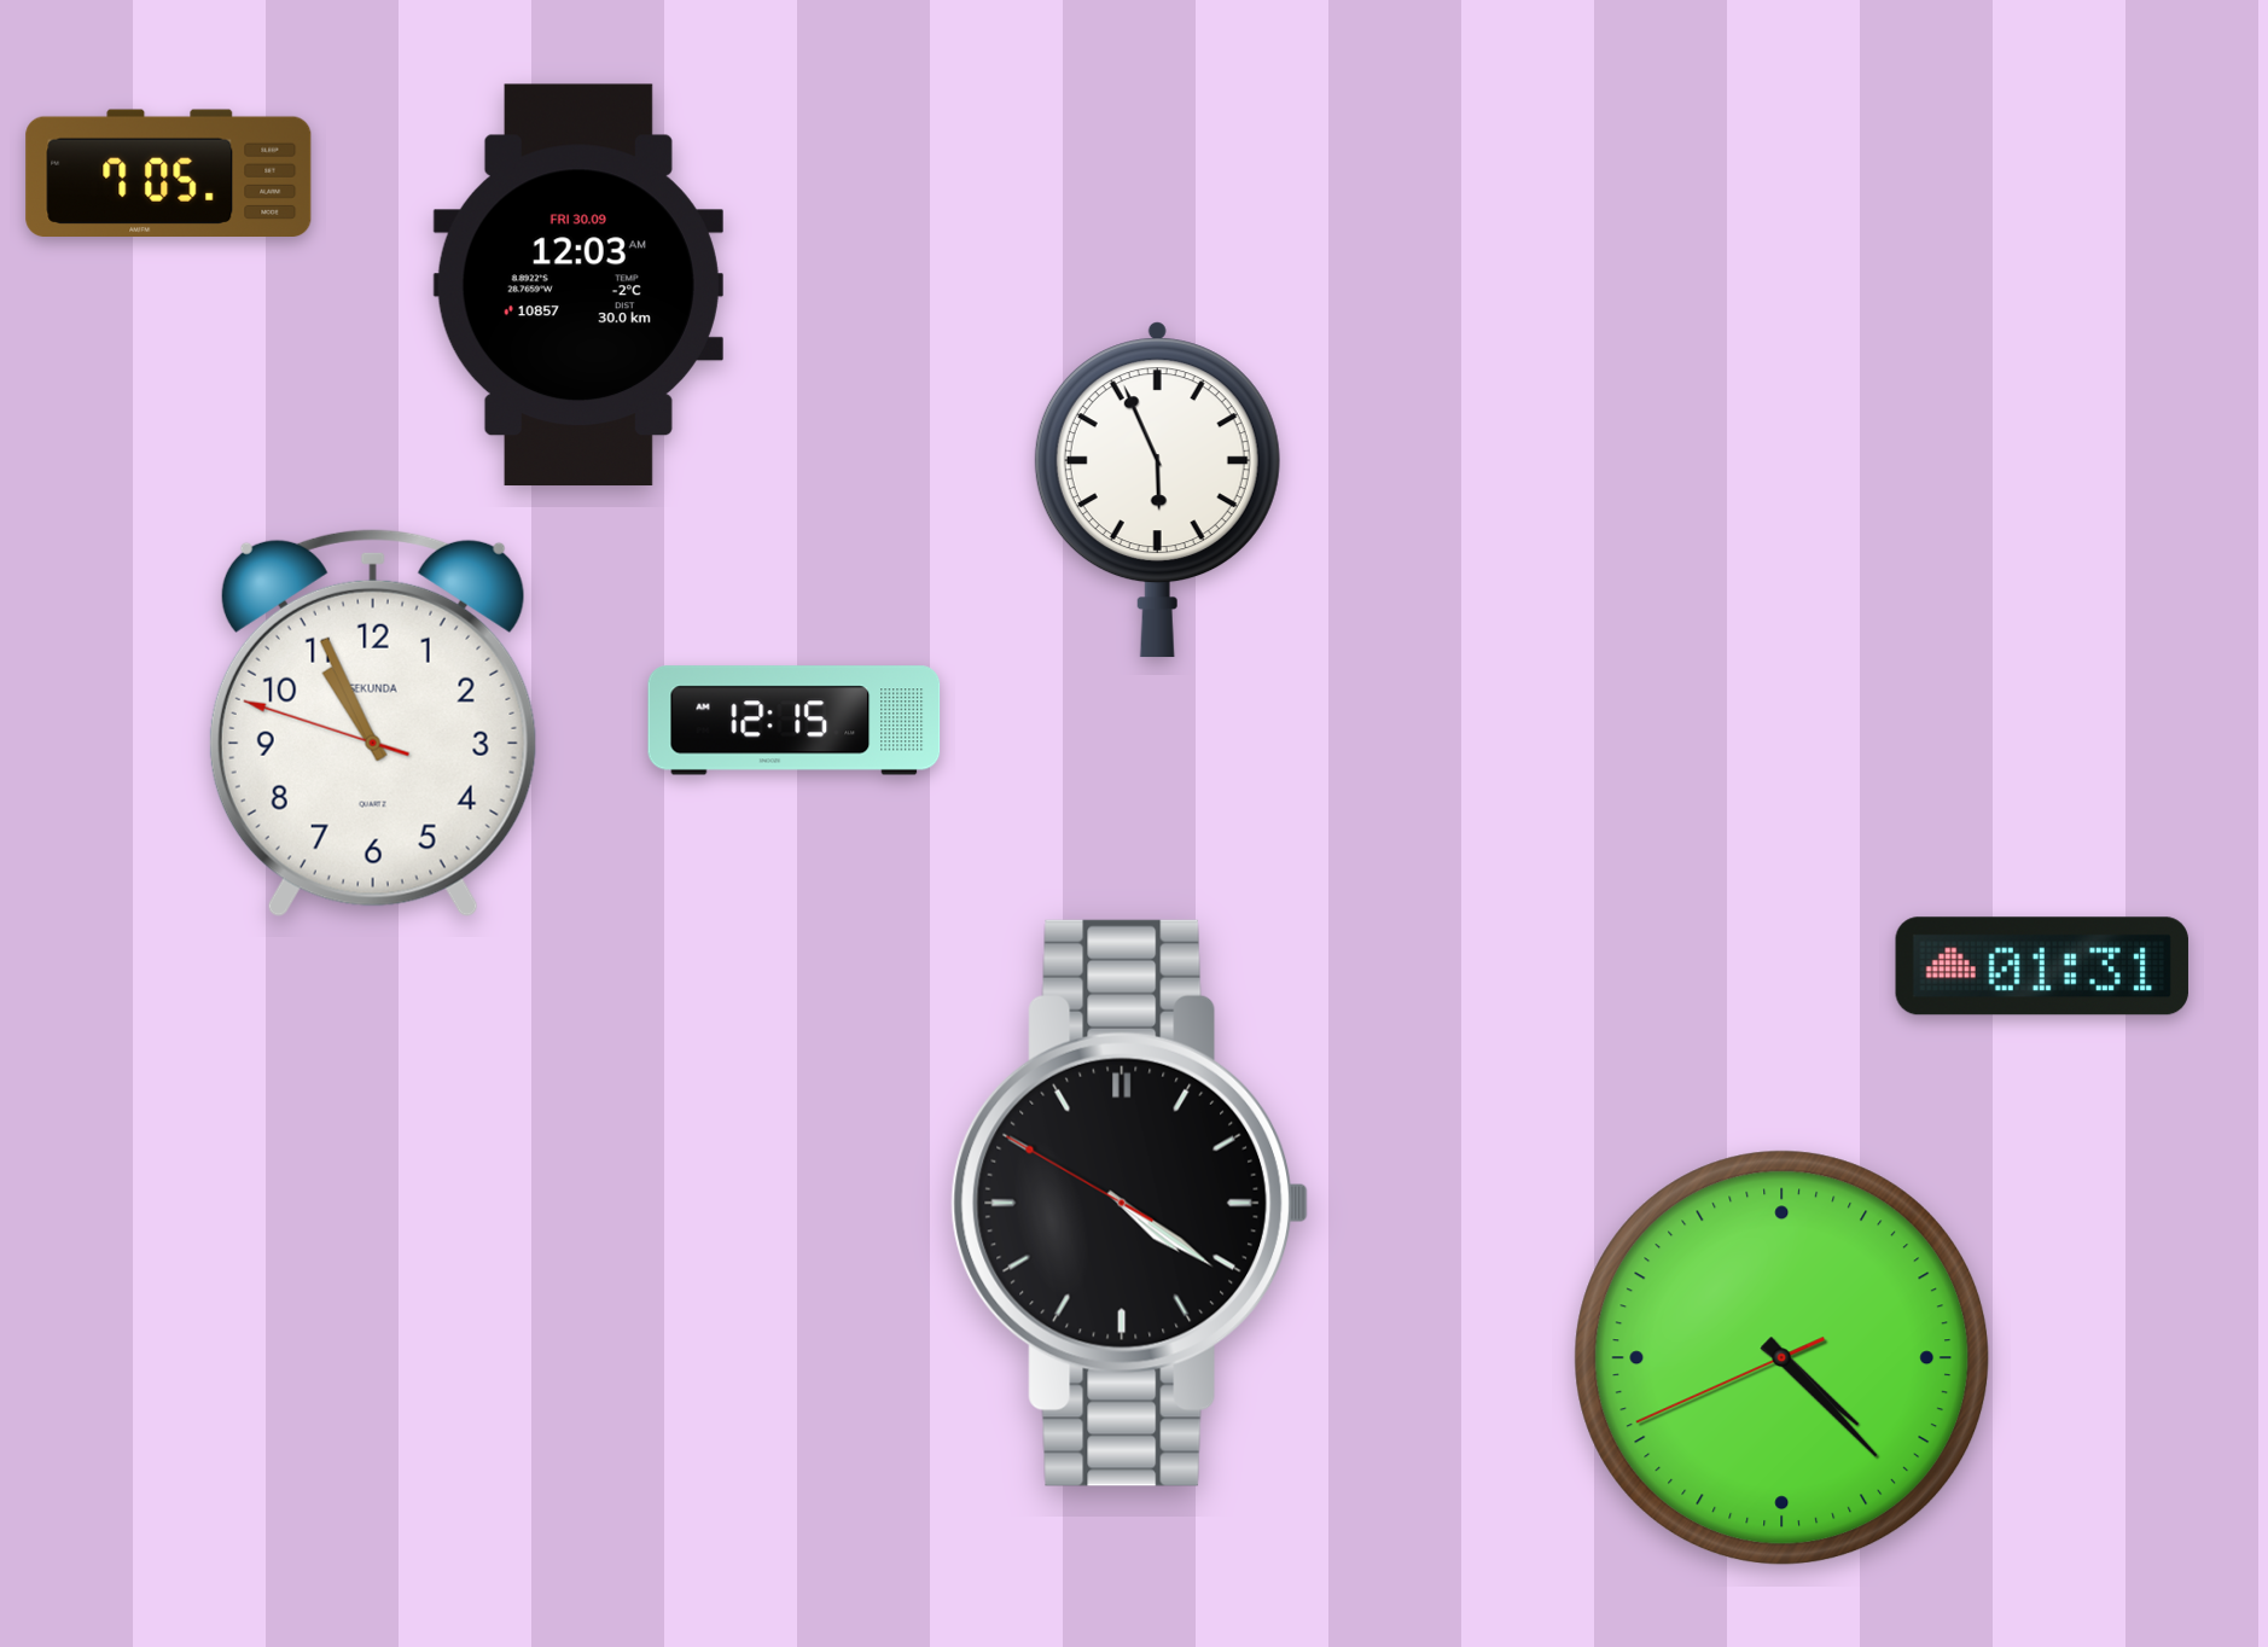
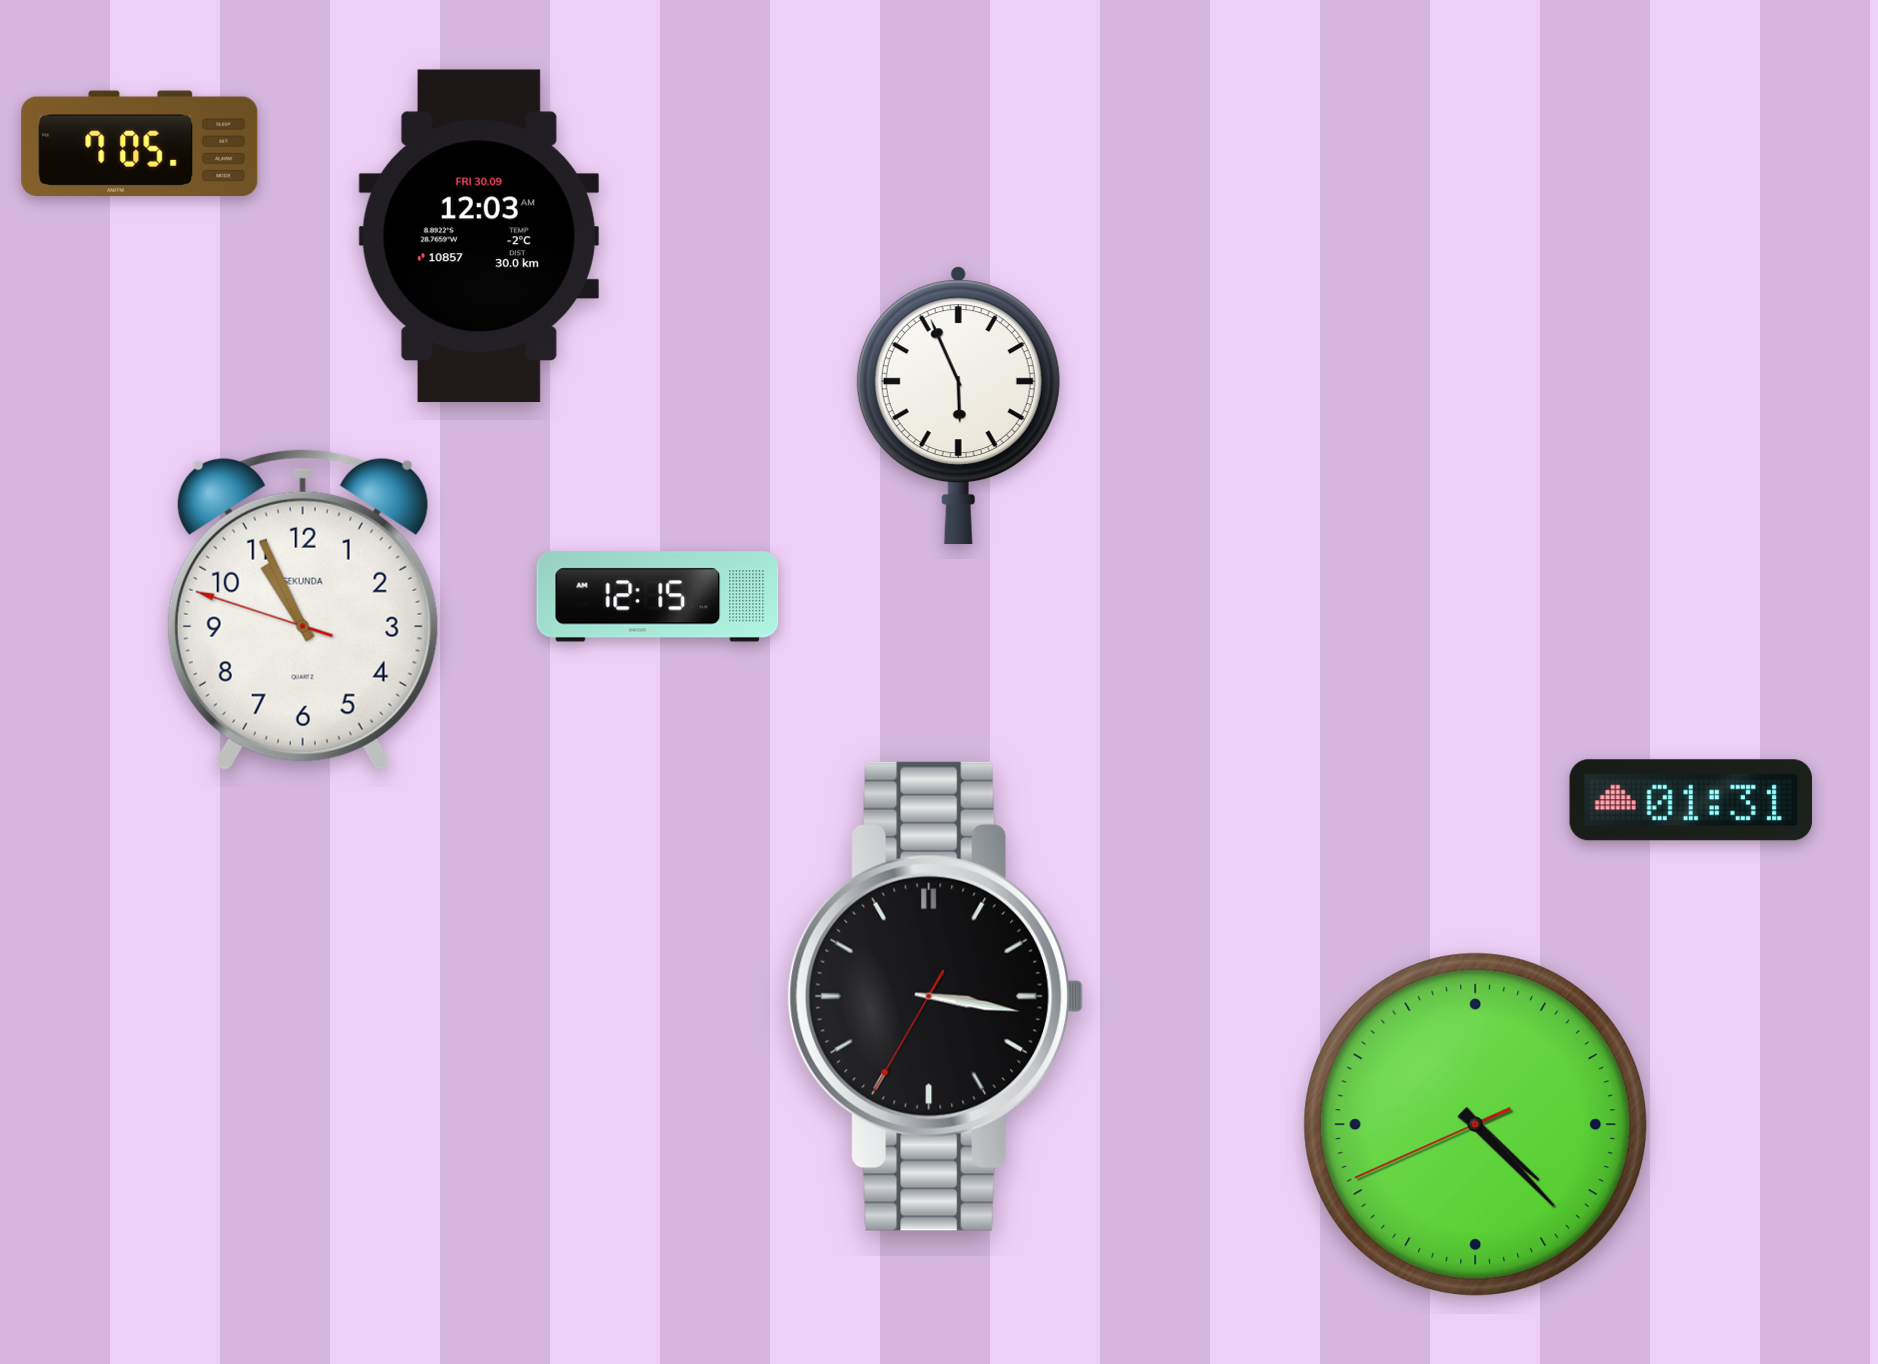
clock at (373, 723) position: (373, 723) -> (303, 610)
clock at (1130, 1203): 4:20 -> 3:16
